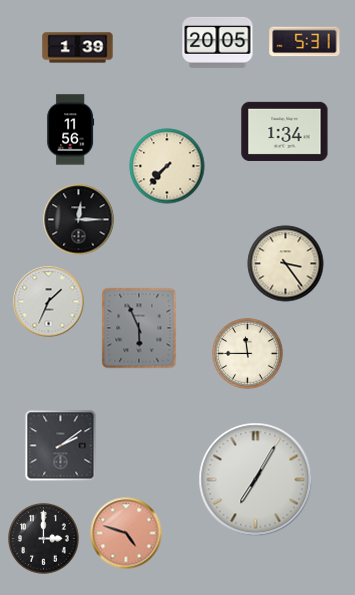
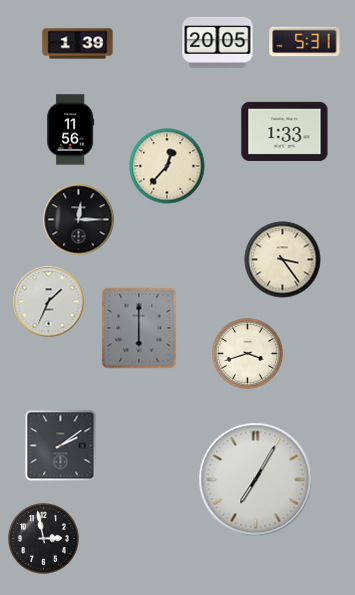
clock at (78, 48) position: (78, 48) -> (78, 44)
clock at (285, 131): 1:34 -> 1:33
clock at (167, 166): 7:37 -> 12:37
clock at (286, 264) position: (286, 264) -> (283, 260)
clock at (139, 328): 5:56 -> 6:00
clock at (248, 354): 11:45 -> 3:42
clock at (126, 533): 4:48 -> none
clock at (44, 539): 3:00 -> 2:58
